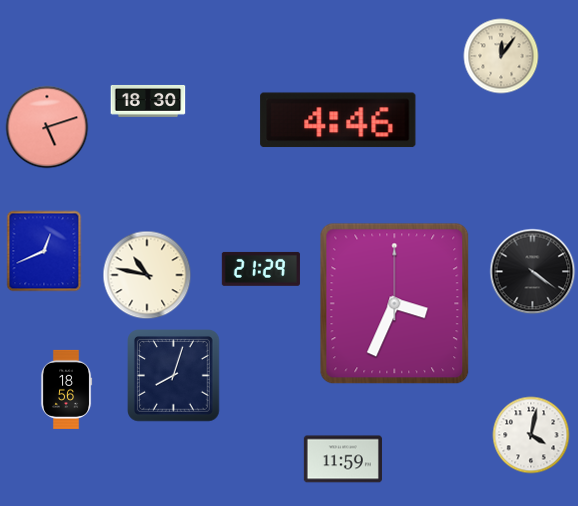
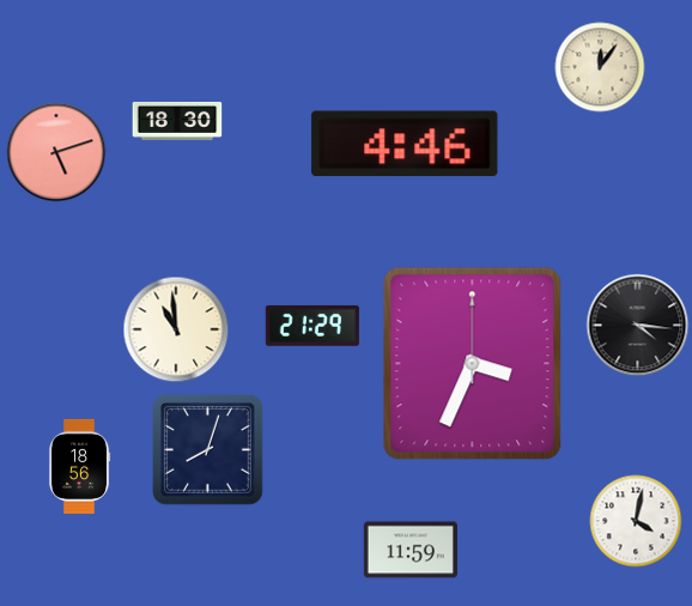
clock at (44, 251): 12:41 -> none
clock at (261, 269) position: (261, 269) -> (312, 326)
clock at (533, 272): 4:21 -> 4:16
clock at (147, 275): 10:47 -> 10:59
